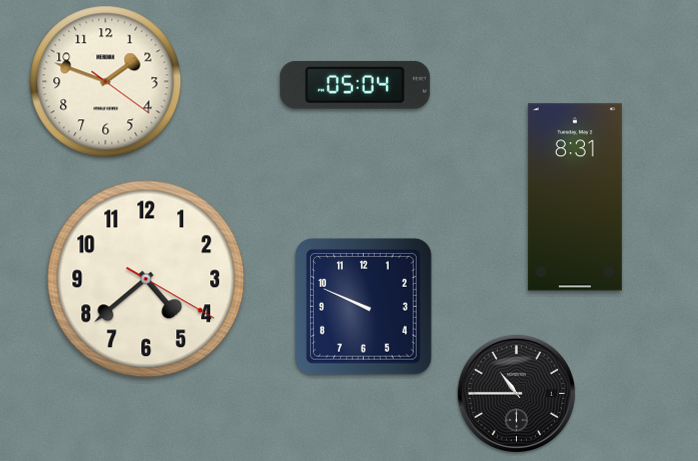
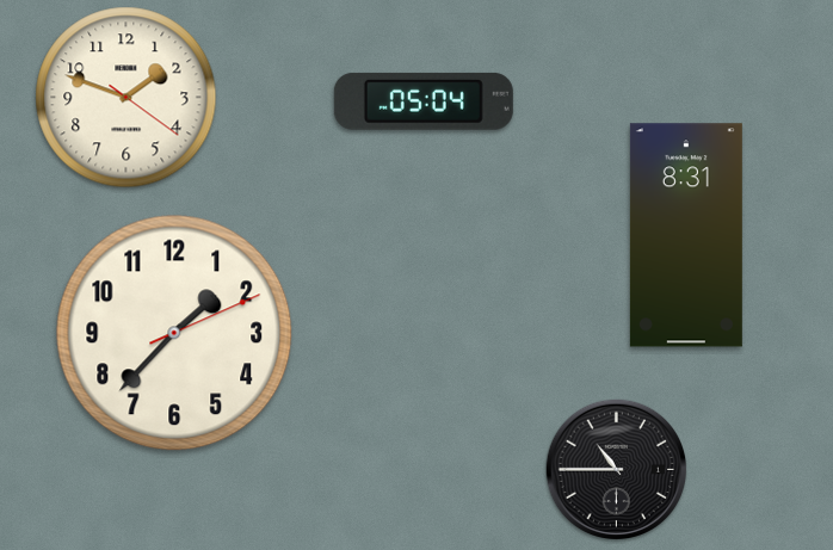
clock at (146, 279): 4:38 -> 1:37
clock at (364, 307): 9:49 -> none
